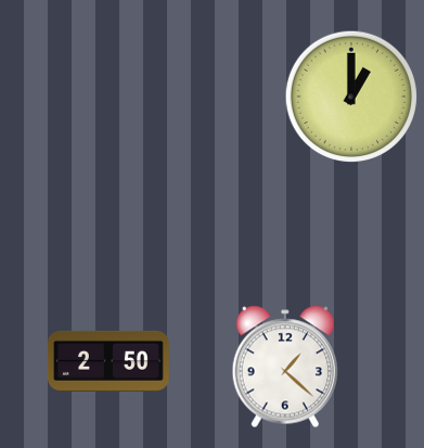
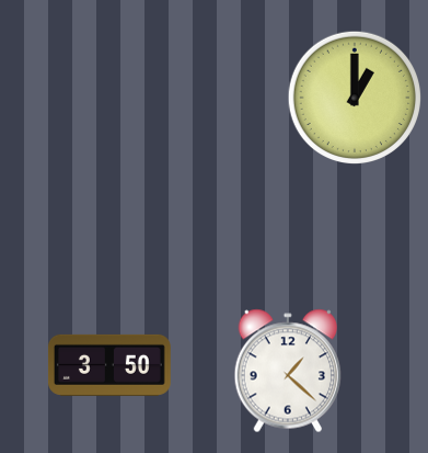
clock at (108, 361): 2:50 -> 3:50
